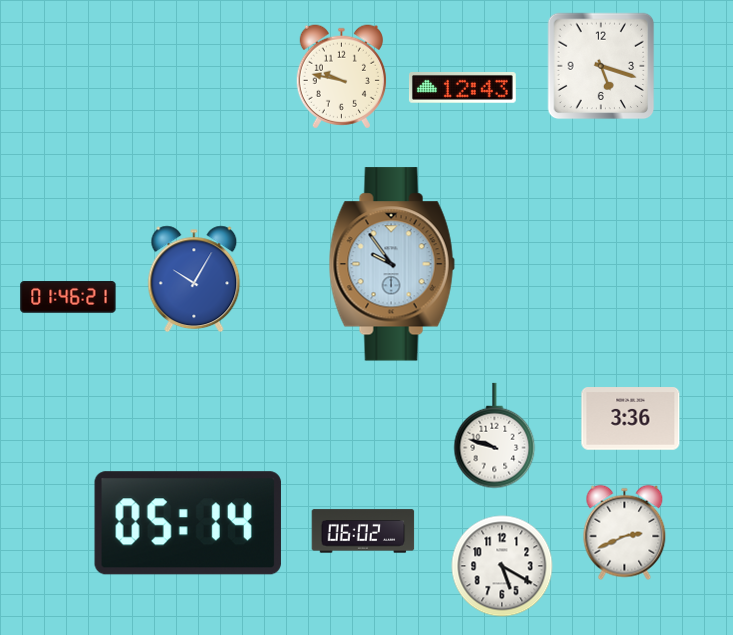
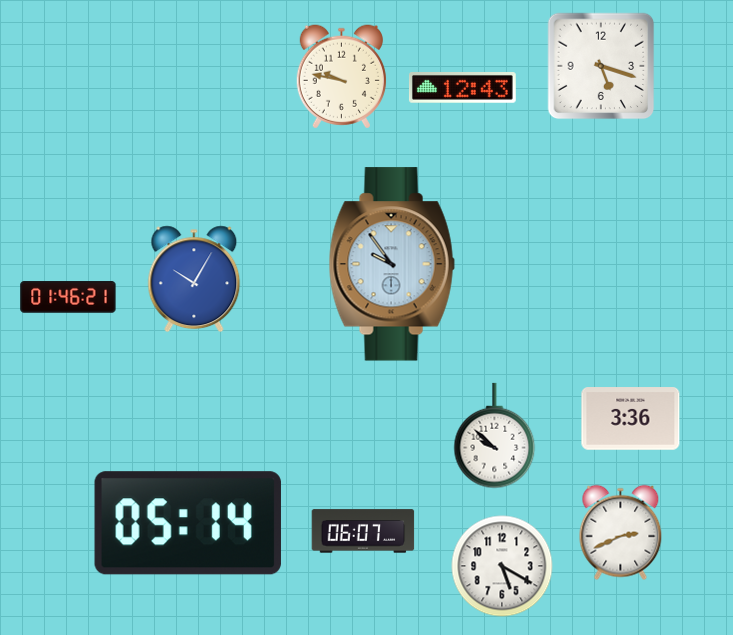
clock at (495, 436): 9:48 -> 9:52
clock at (363, 531): 06:02 -> 06:07
clock at (625, 533) position: (625, 533) -> (621, 533)
